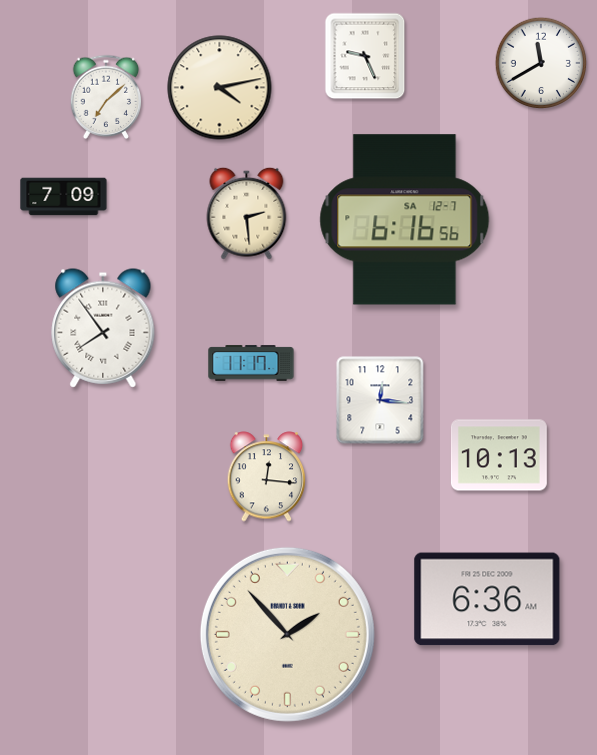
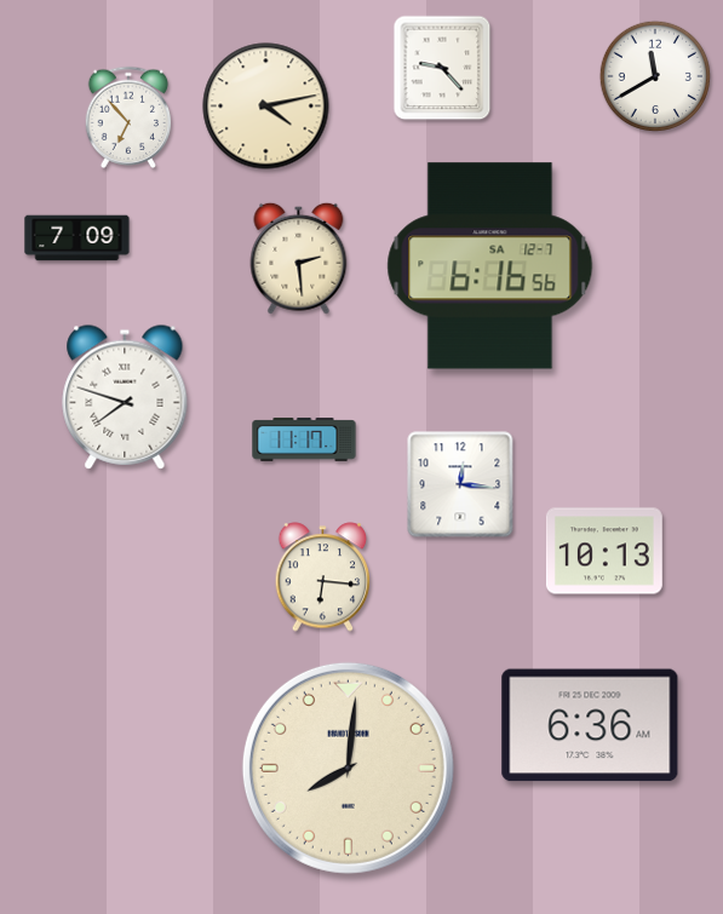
clock at (365, 56): 9:26 -> 9:23
clock at (106, 96): 7:08 -> 6:53
clock at (103, 328): 7:54 -> 7:48
clock at (267, 477): 12:16 -> 6:16
clock at (287, 634): 1:53 -> 8:01
